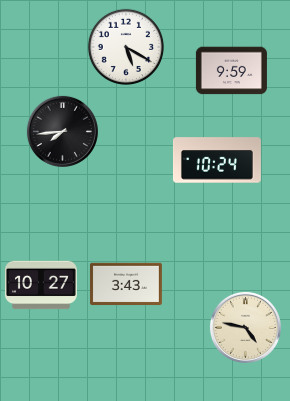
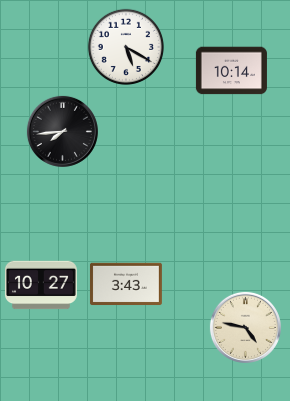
clock at (231, 71): 9:59 -> 10:14
clock at (217, 160): 10:24 -> none
